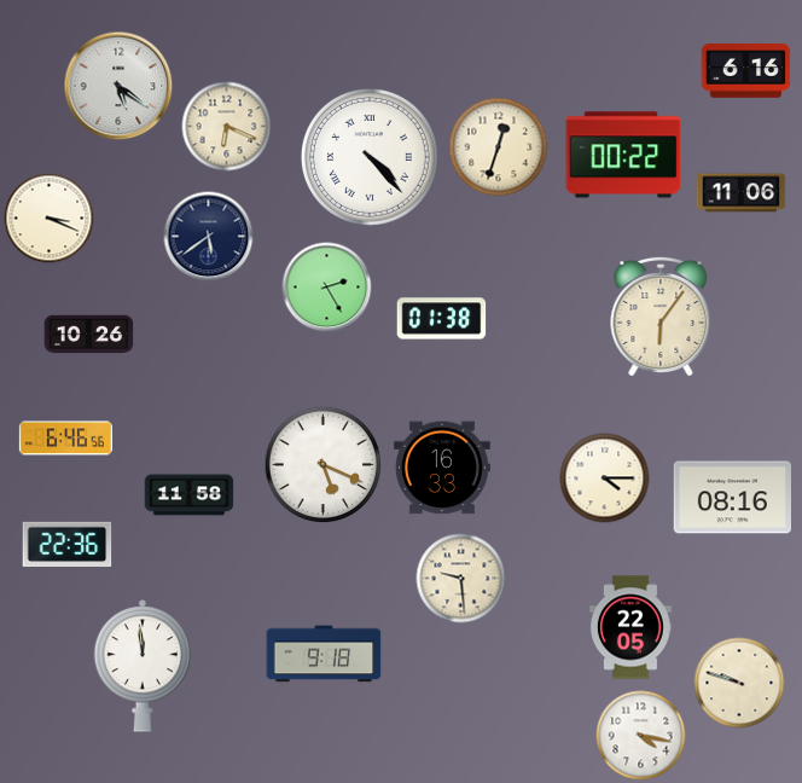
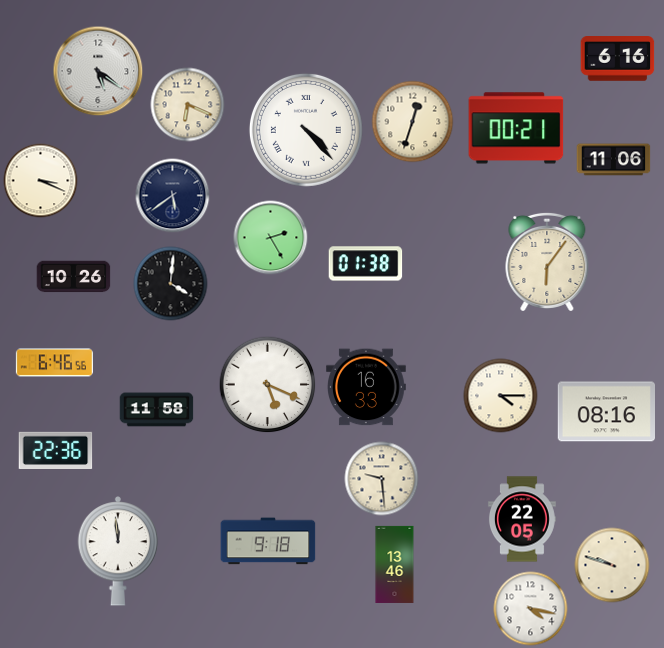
clock at (623, 155): 00:22 -> 00:21
clock at (171, 284): none -> 4:01
clock at (395, 564): none -> 13:46
